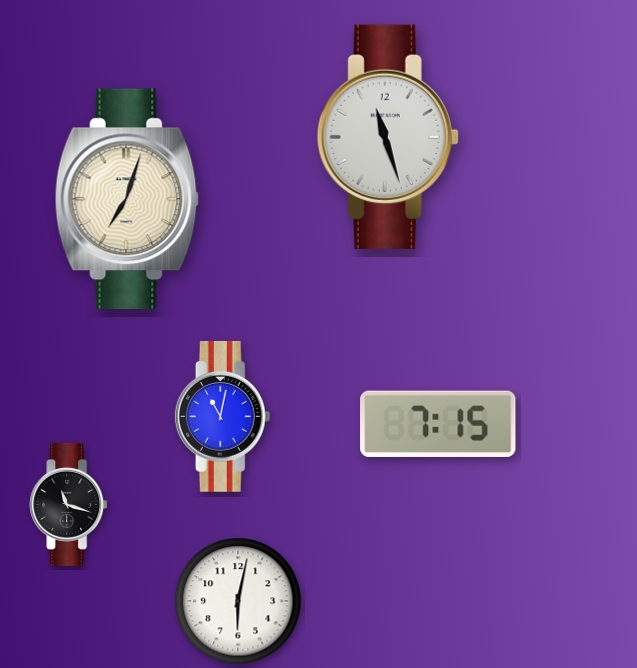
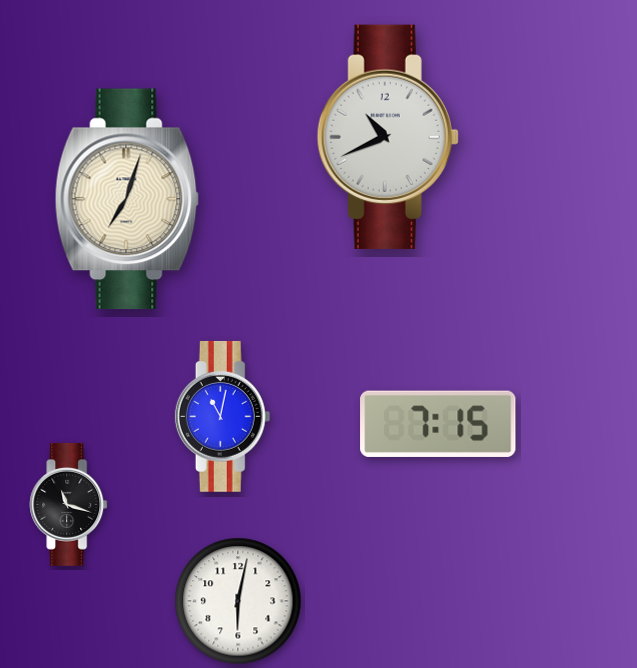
clock at (388, 137): 11:27 -> 10:41
